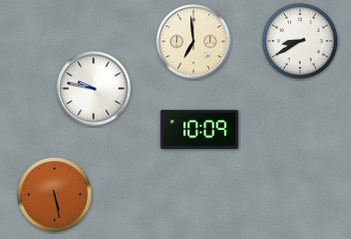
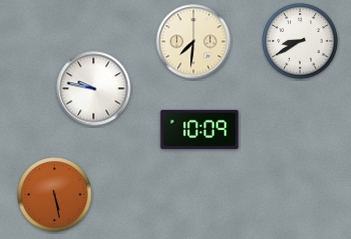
clock at (194, 42): 6:59 -> 7:31
